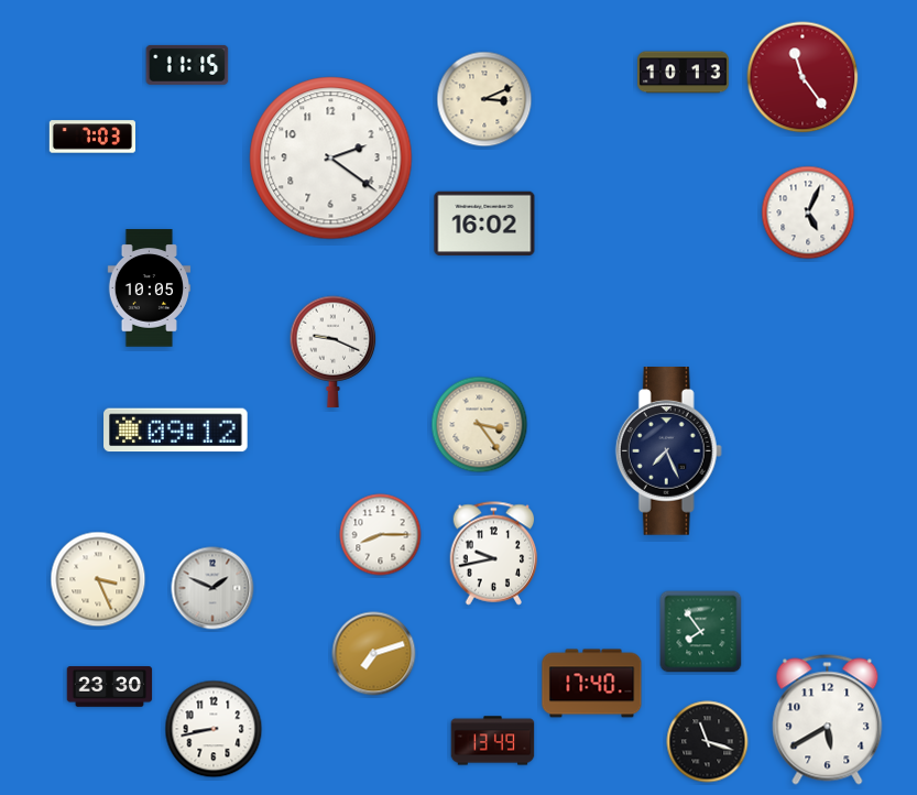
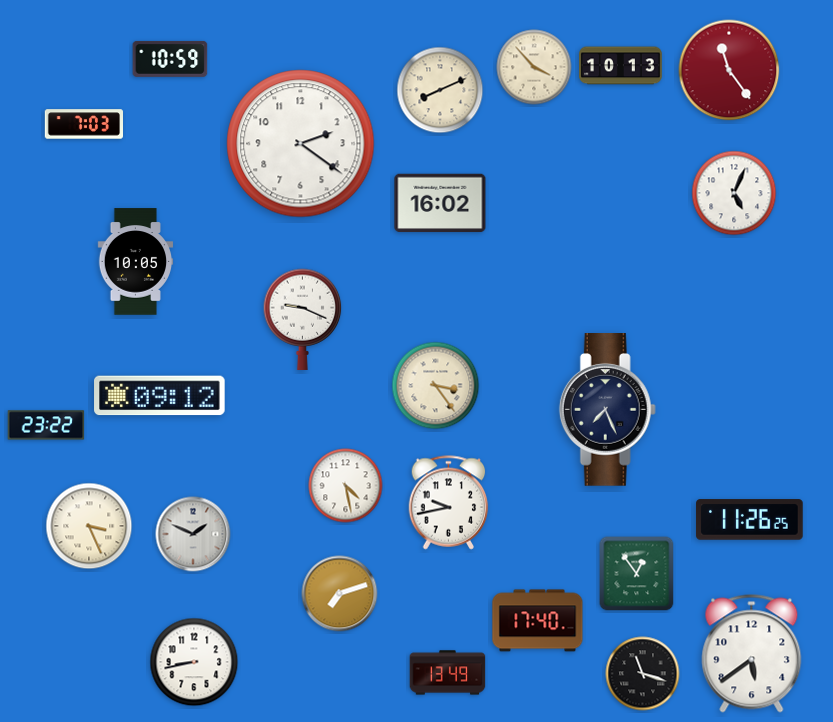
clock at (187, 65): 11:15 -> 10:59
clock at (534, 67): none -> 3:53
clock at (484, 99): 3:11 -> 8:11
clock at (176, 431) position: (176, 431) -> (160, 396)
clock at (46, 425): none -> 23:22
clock at (381, 535): 8:15 -> 4:28
clock at (750, 520): none -> 11:26
clock at (701, 632): 7:54 -> 12:54
clock at (110, 687): 23:30 -> none
clock at (828, 720): 5:40 -> 5:39
